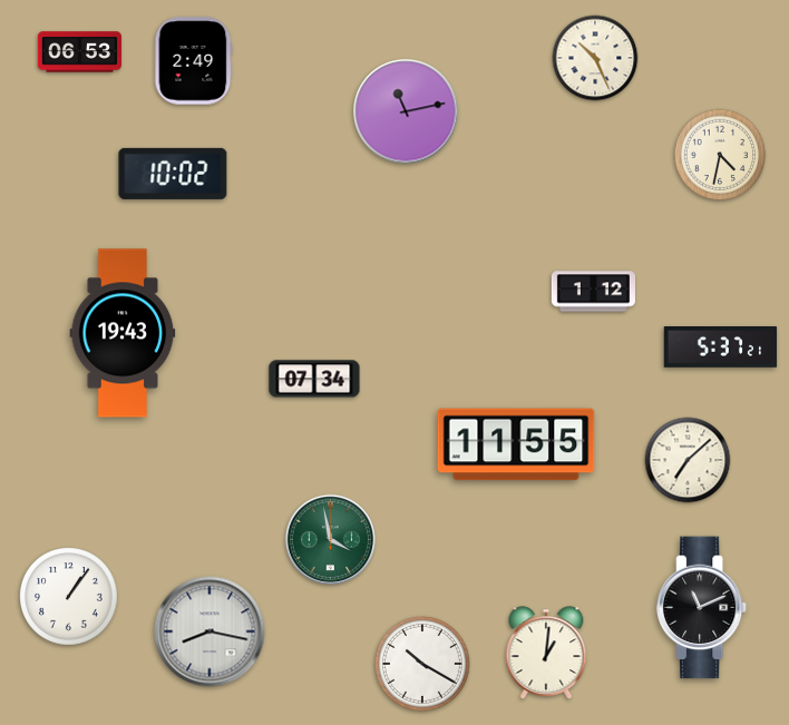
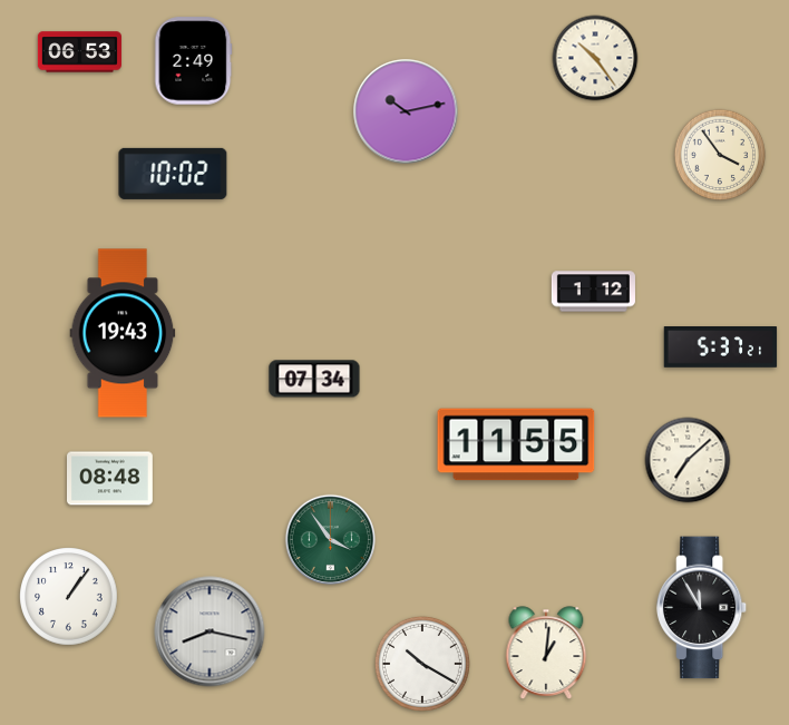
clock at (595, 58): 10:26 -> 10:24
clock at (406, 111): 11:13 -> 10:13
clock at (720, 155): 4:32 -> 3:54
clock at (110, 479): none -> 08:48
clock at (330, 539): 3:58 -> 3:54
clock at (702, 608): 11:11 -> 11:55
